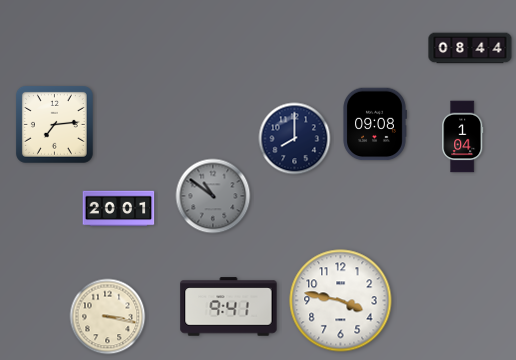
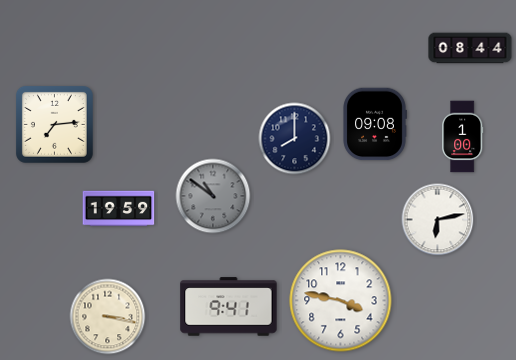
clock at (463, 137): 1:04 -> 1:00
clock at (119, 209): 20:01 -> 19:59
clock at (438, 220): none -> 6:13
